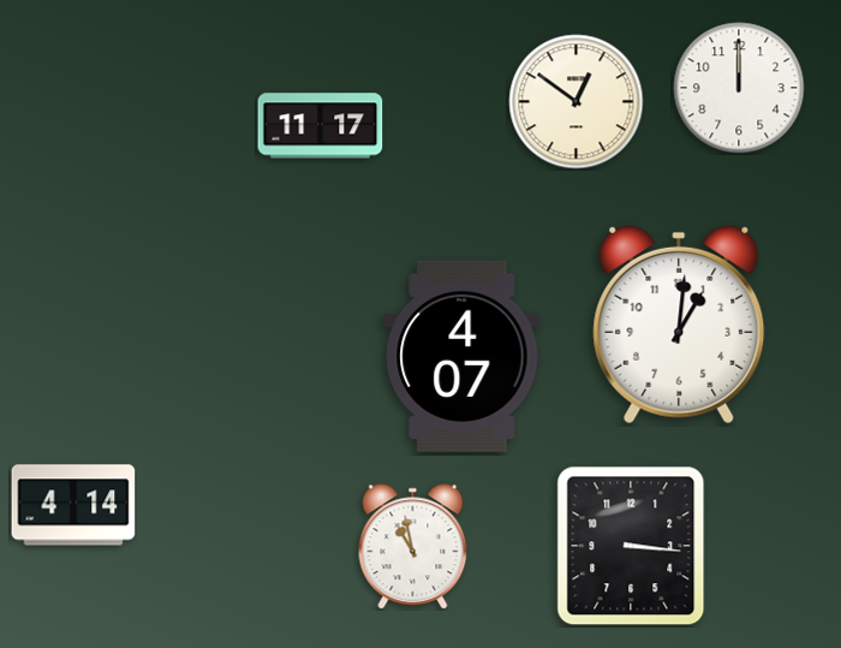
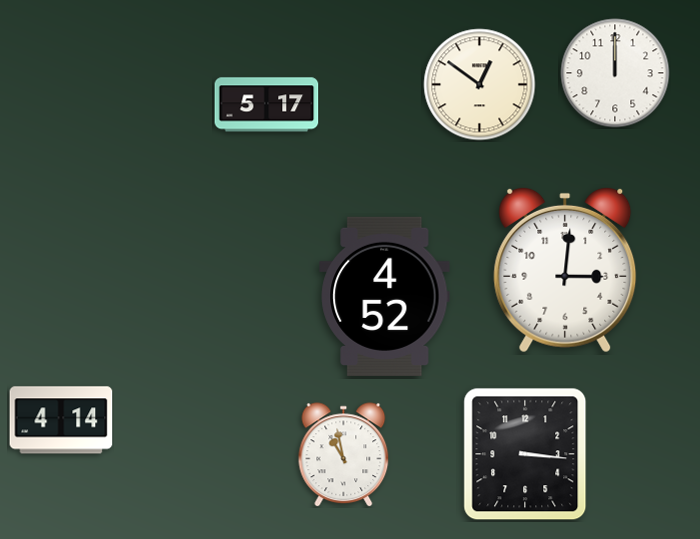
clock at (321, 126): 11:17 -> 5:17
clock at (679, 325): 1:01 -> 3:01
clock at (463, 356): 4:07 -> 4:52
